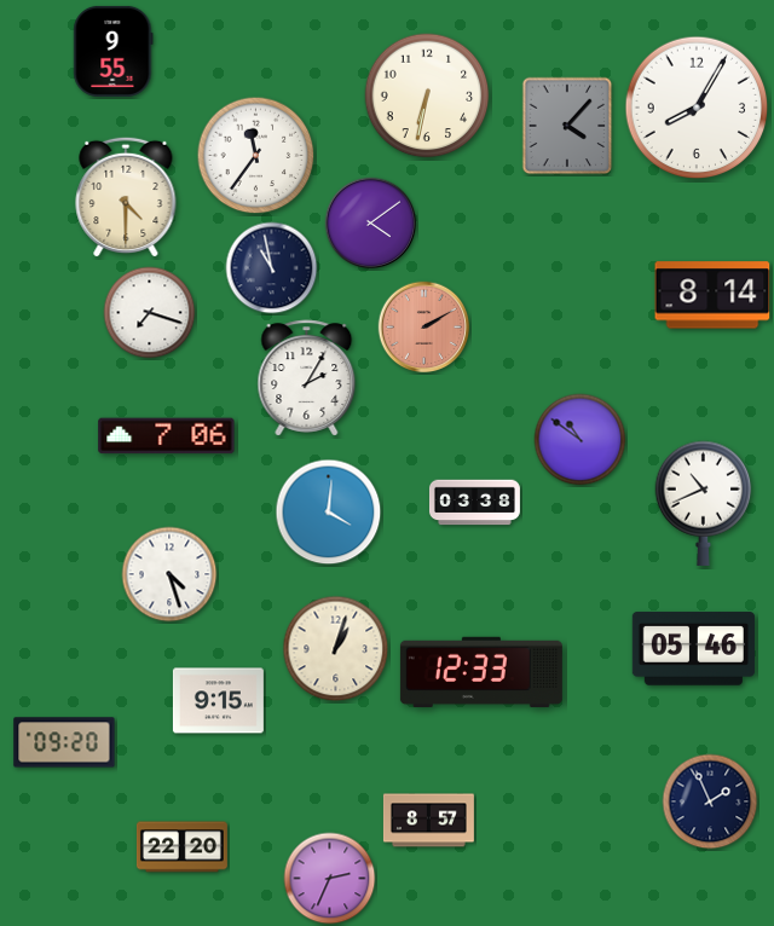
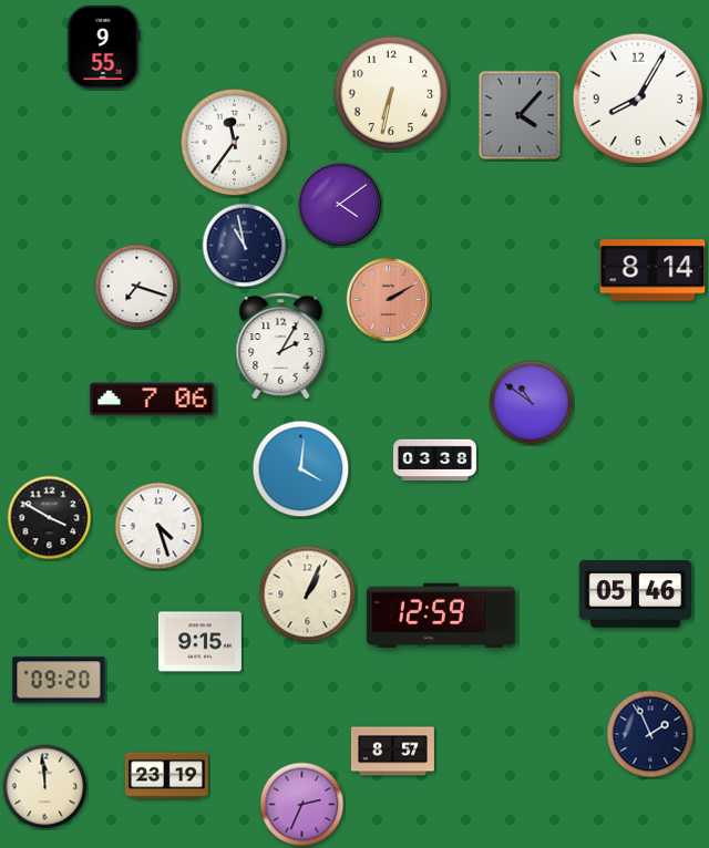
clock at (427, 96) position: (427, 96) -> (391, 93)
clock at (126, 197): 4:30 -> none
clock at (272, 268) position: (272, 268) -> (245, 246)
clock at (704, 503): 10:41 -> none
clock at (50, 518): none -> 3:50
clock at (169, 574) position: (169, 574) -> (158, 526)
clock at (336, 649): 1:03 -> 1:04
clock at (481, 672): 12:33 -> 12:59
clock at (181, 847): 22:20 -> 23:19
clock at (45, 787): none -> 11:59
